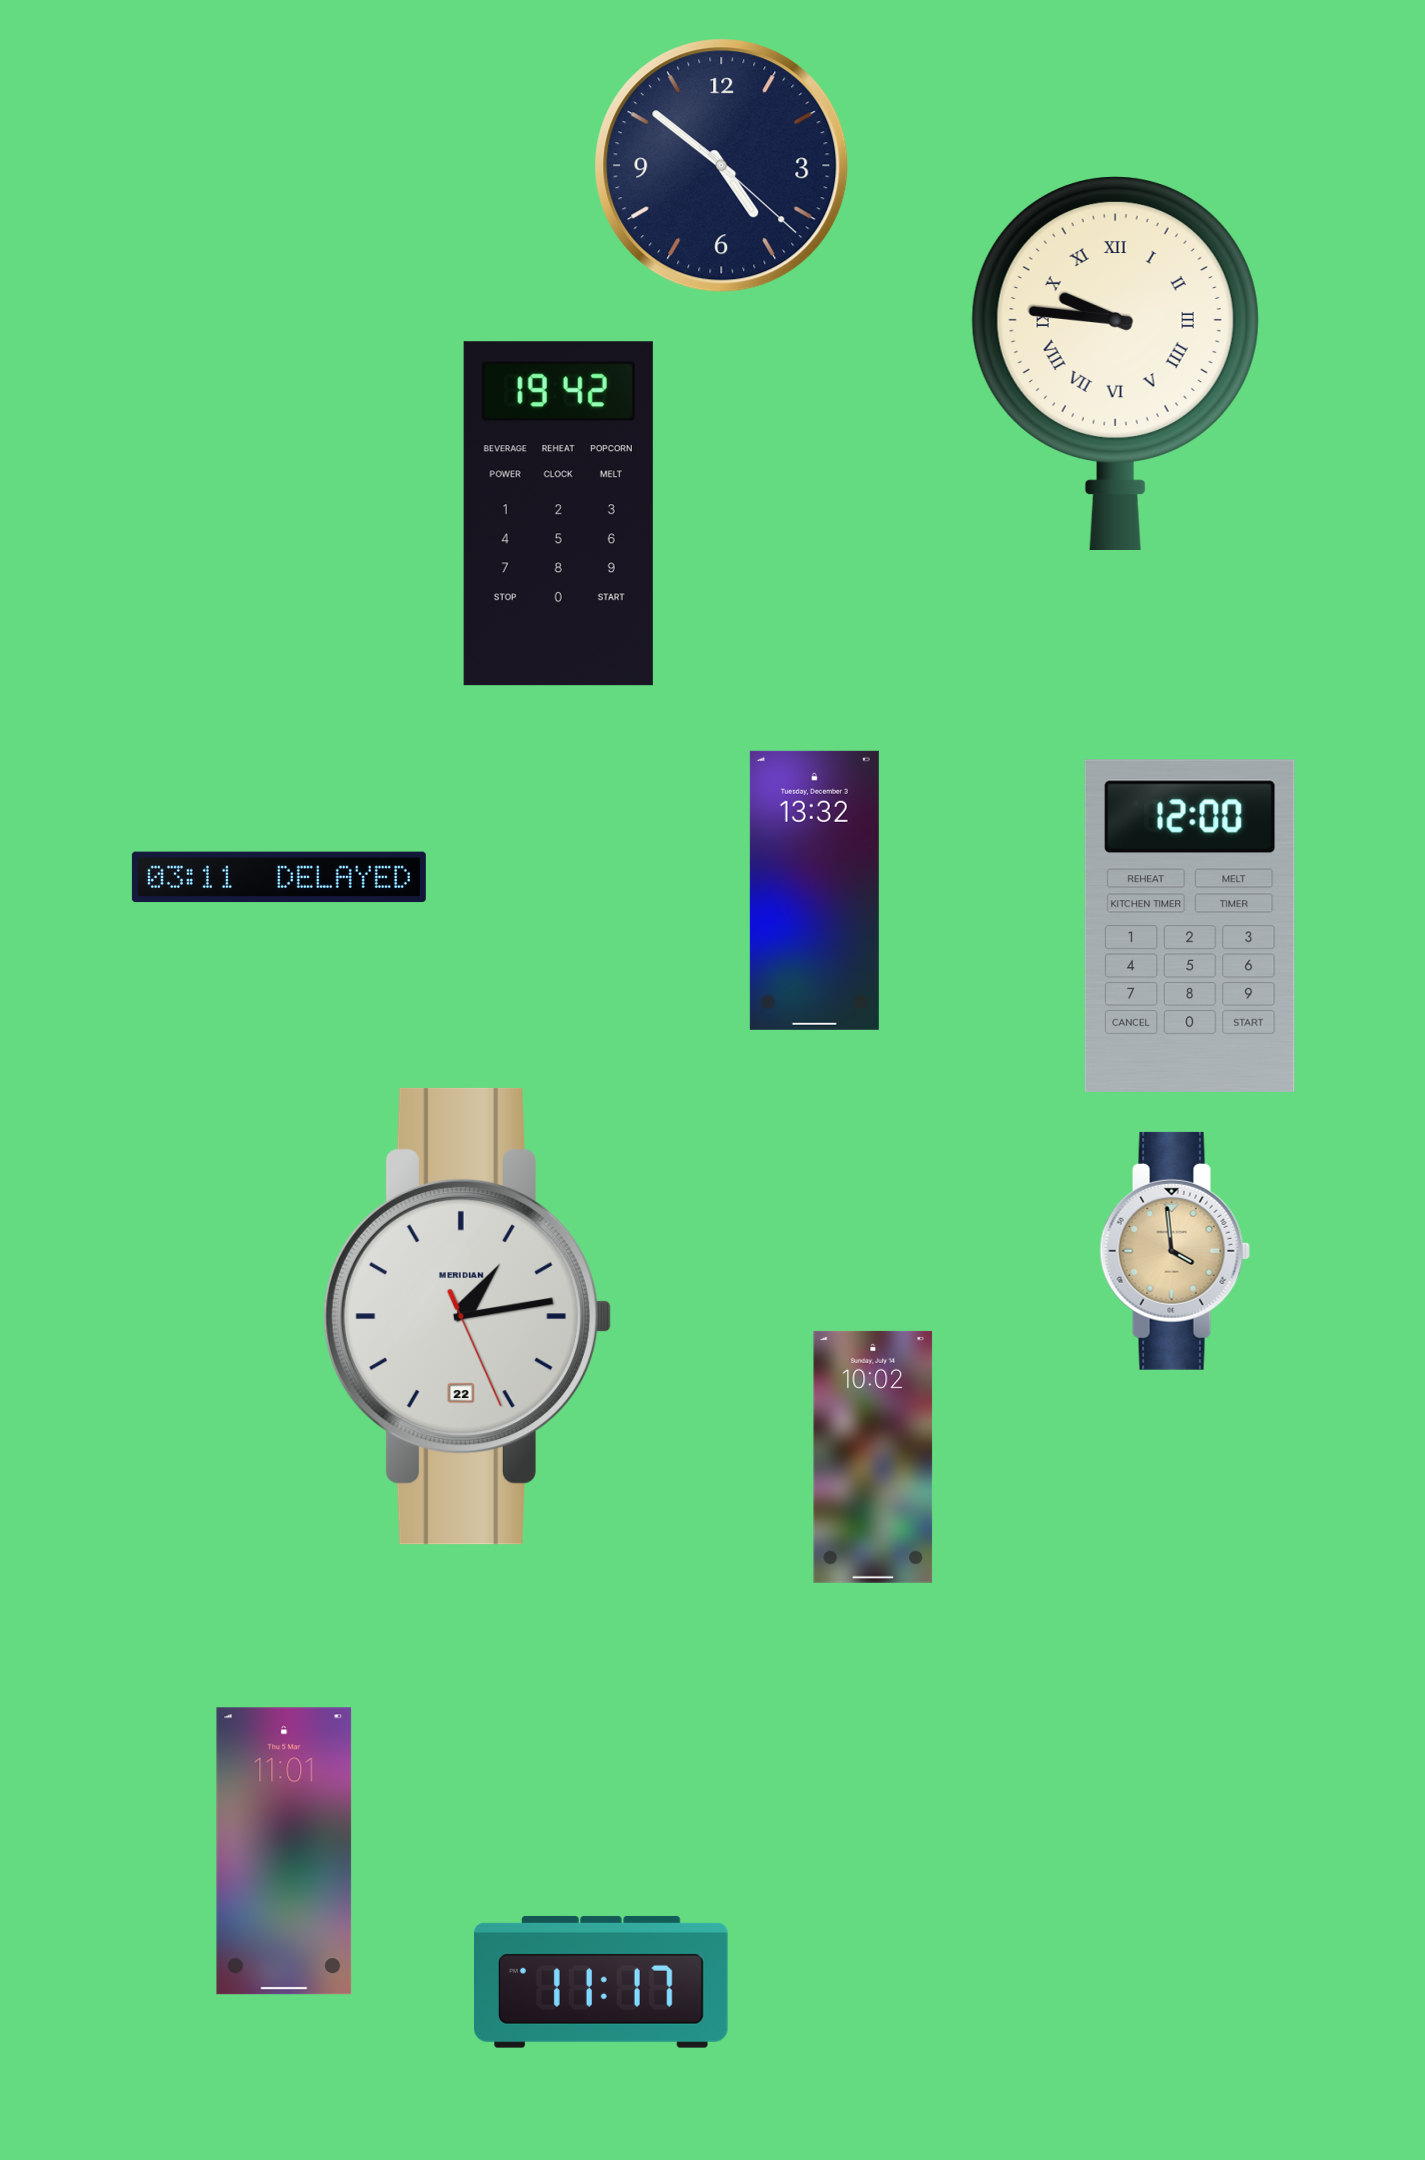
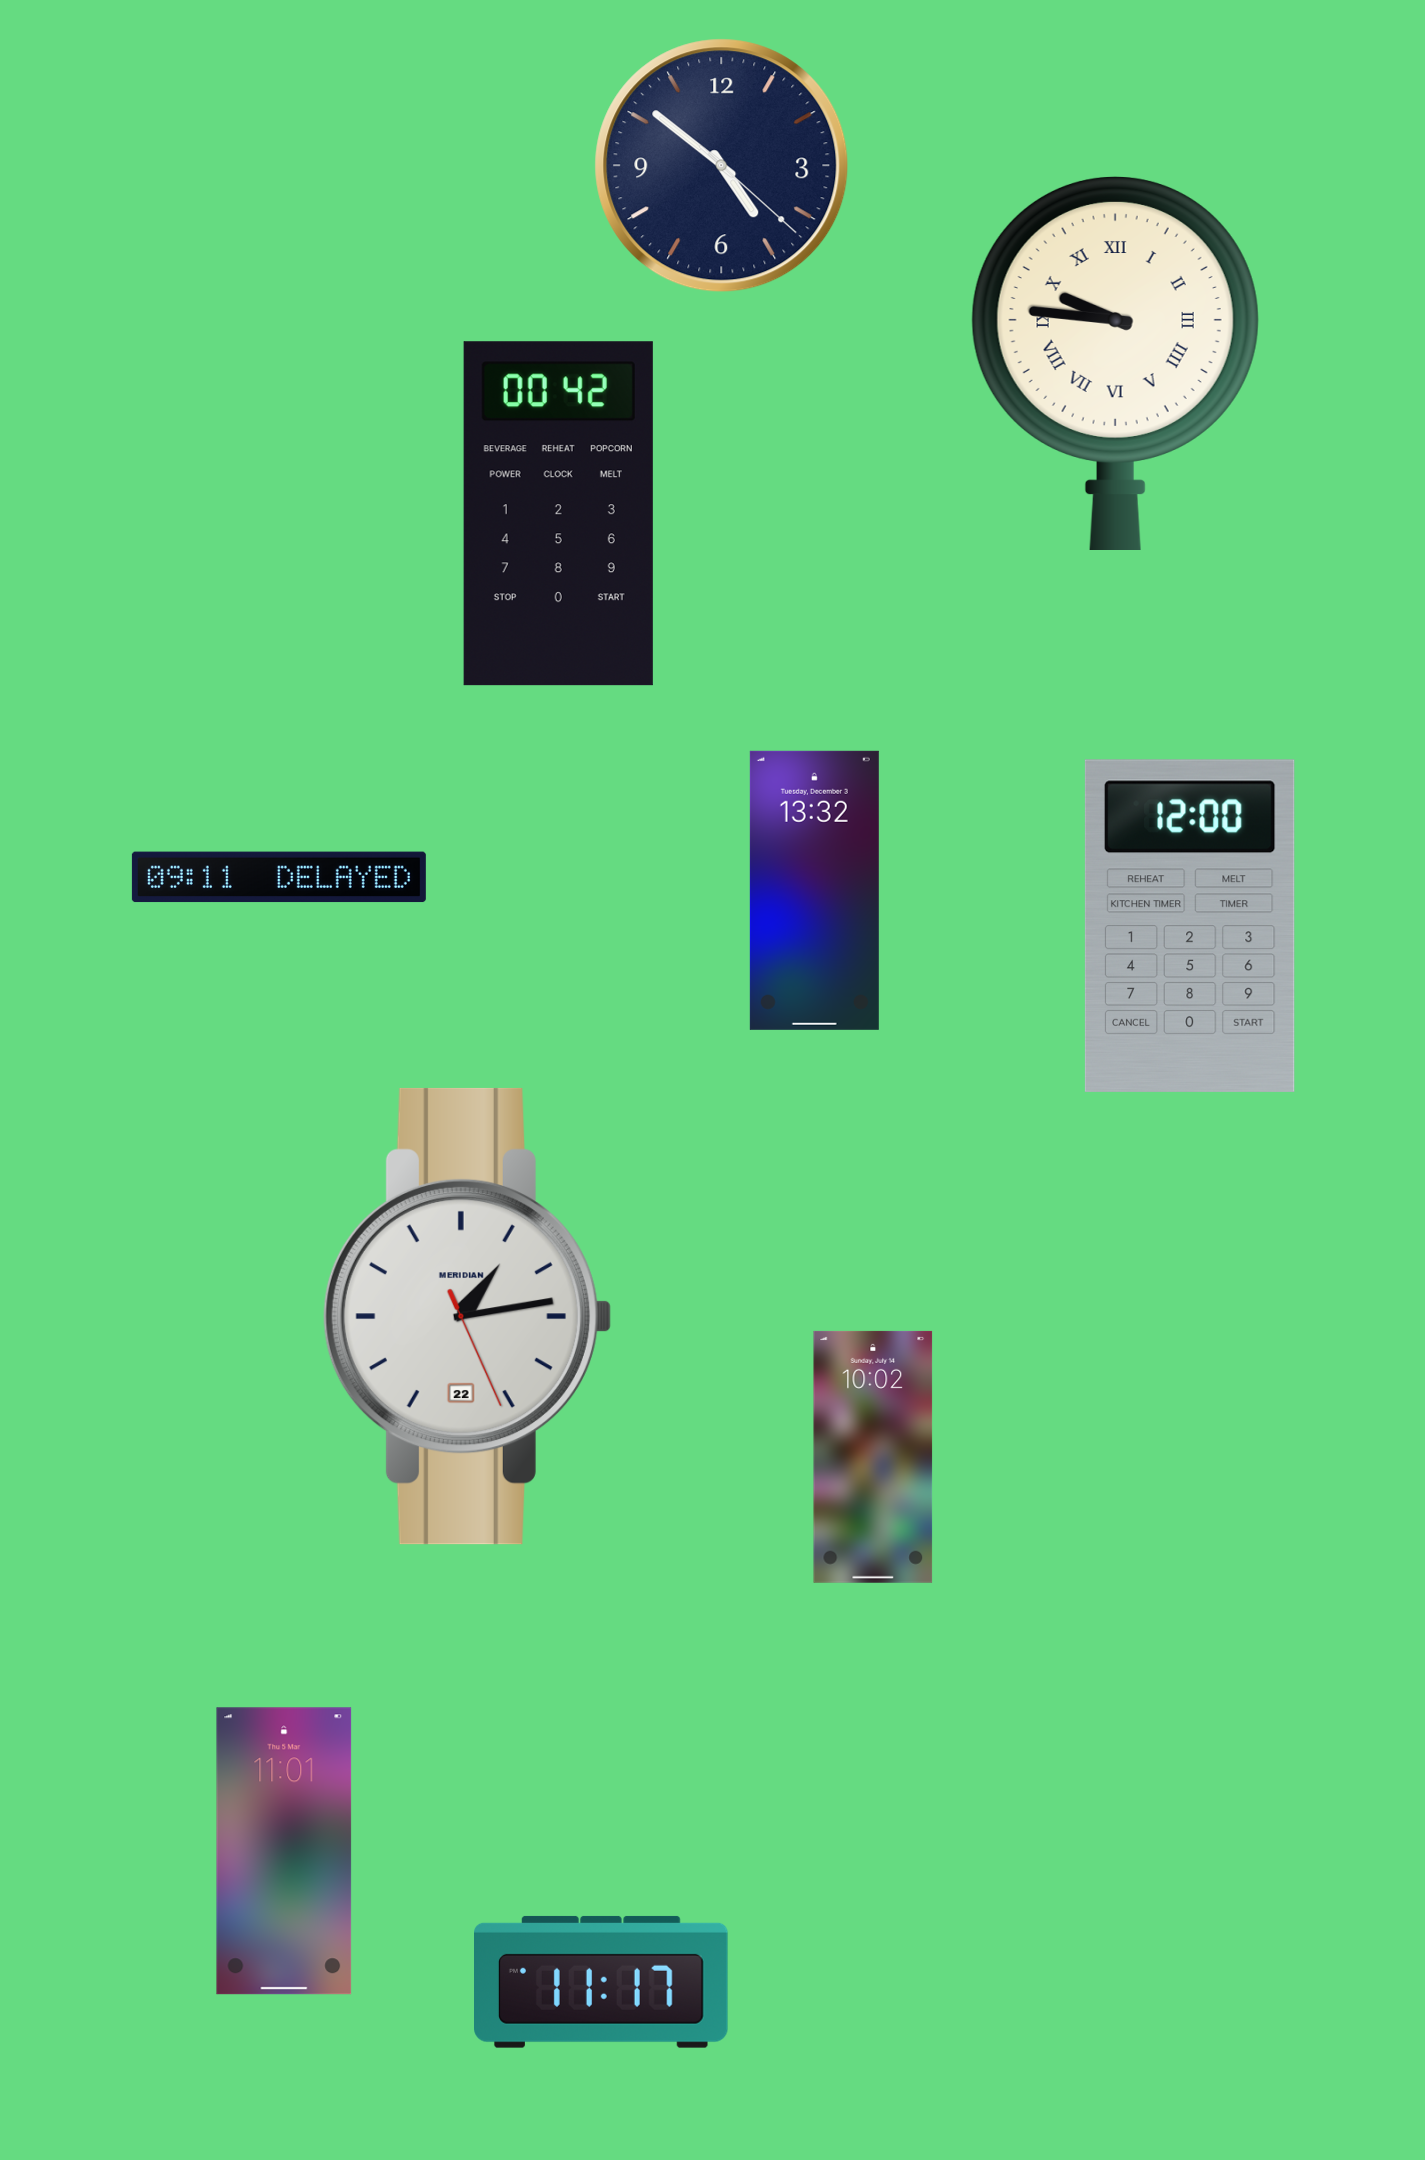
clock at (558, 514): 19:42 -> 00:42
clock at (279, 877): 03:11 -> 09:11
clock at (1175, 1251): 3:59 -> none
